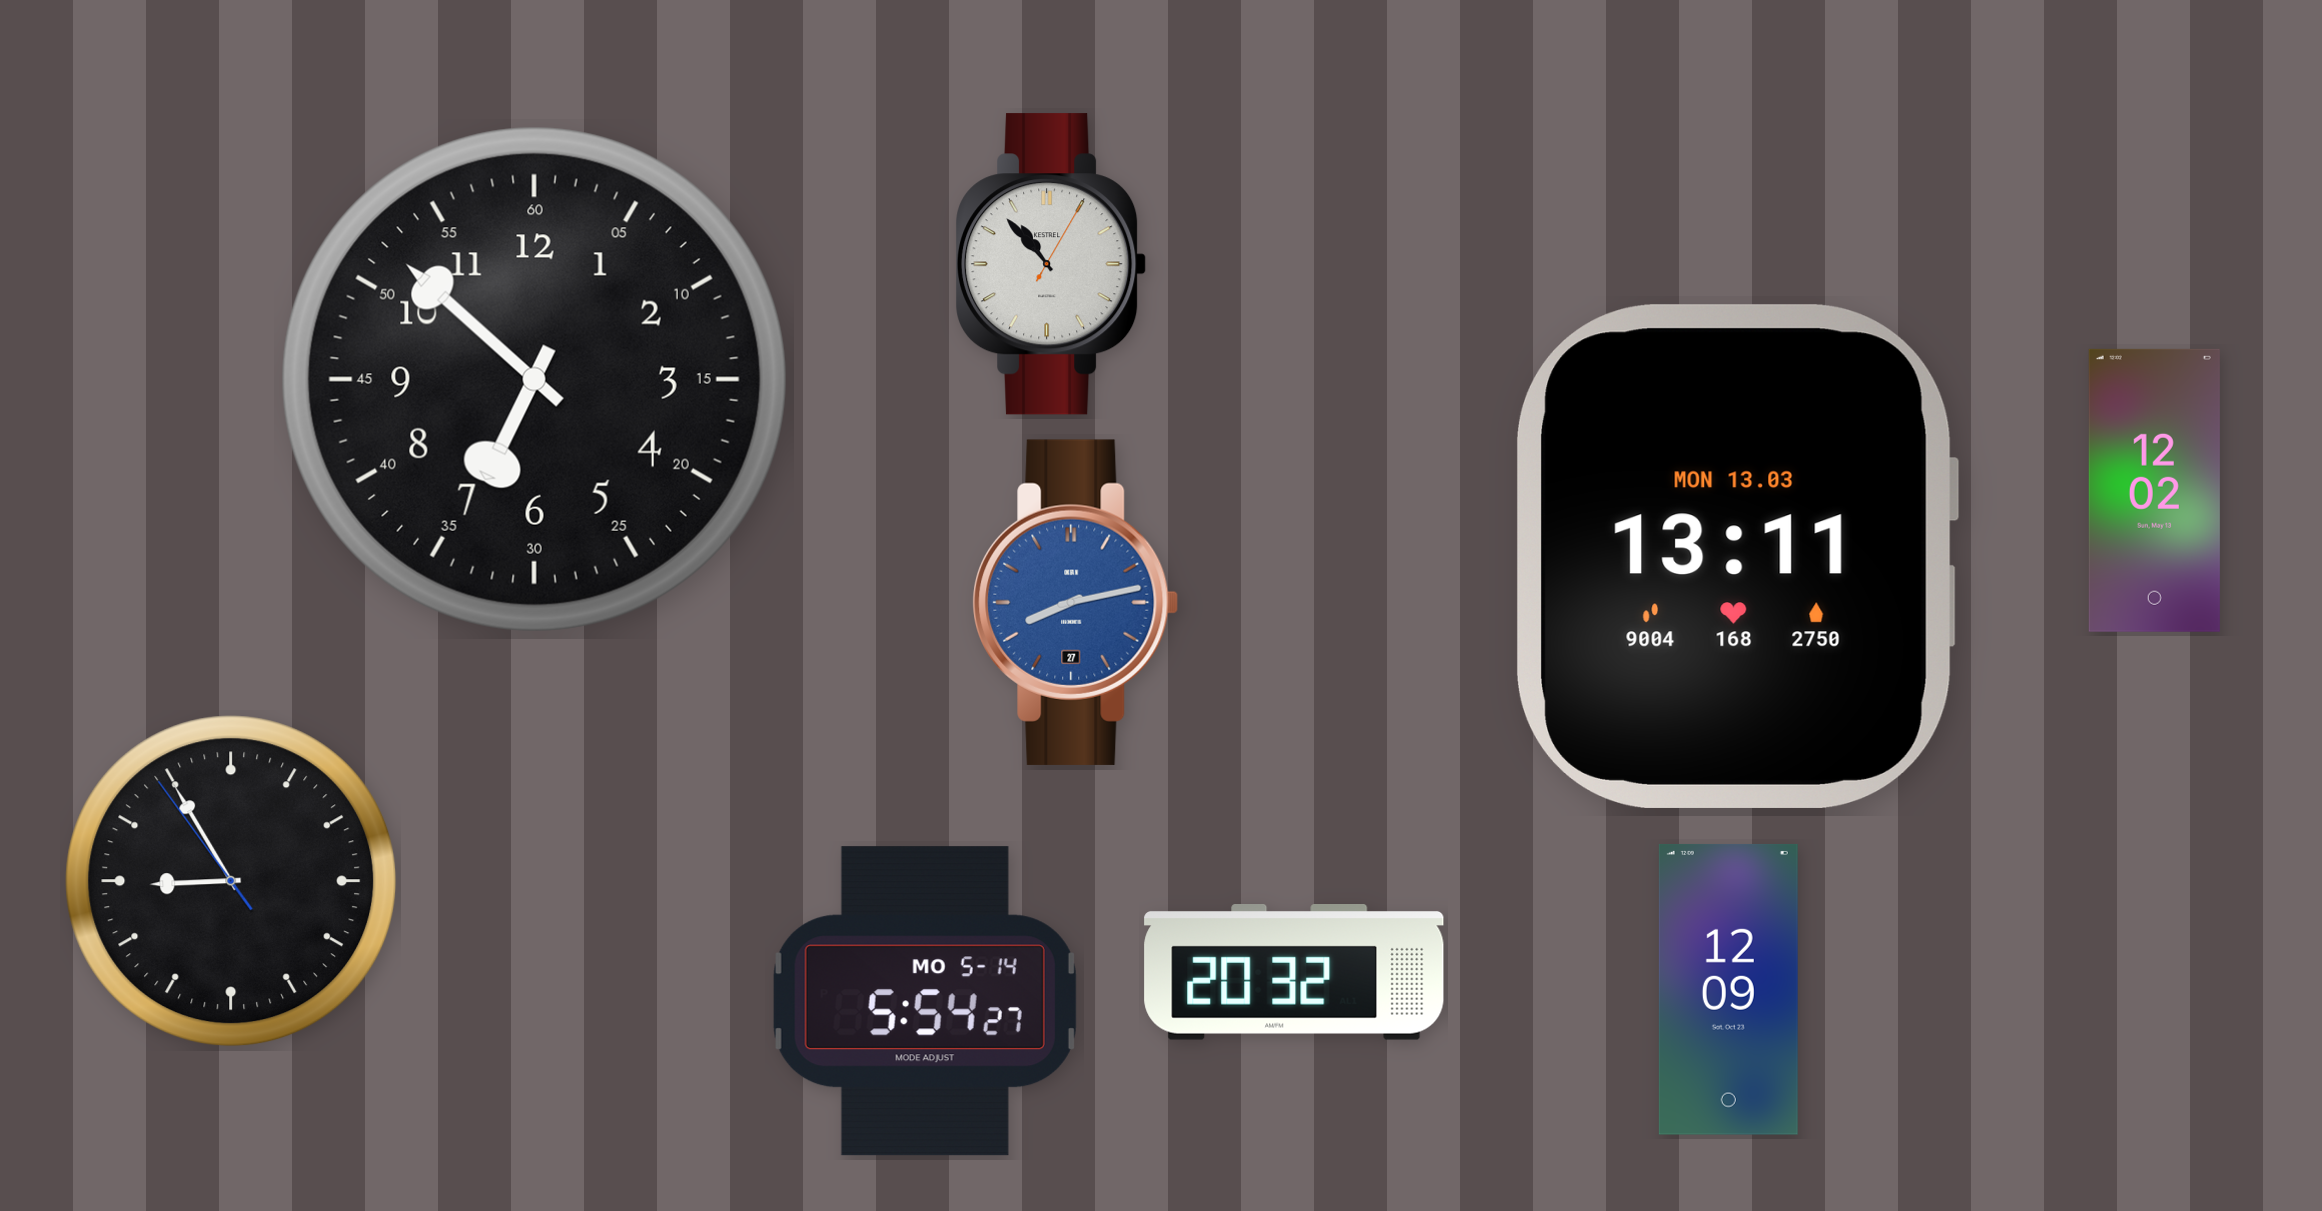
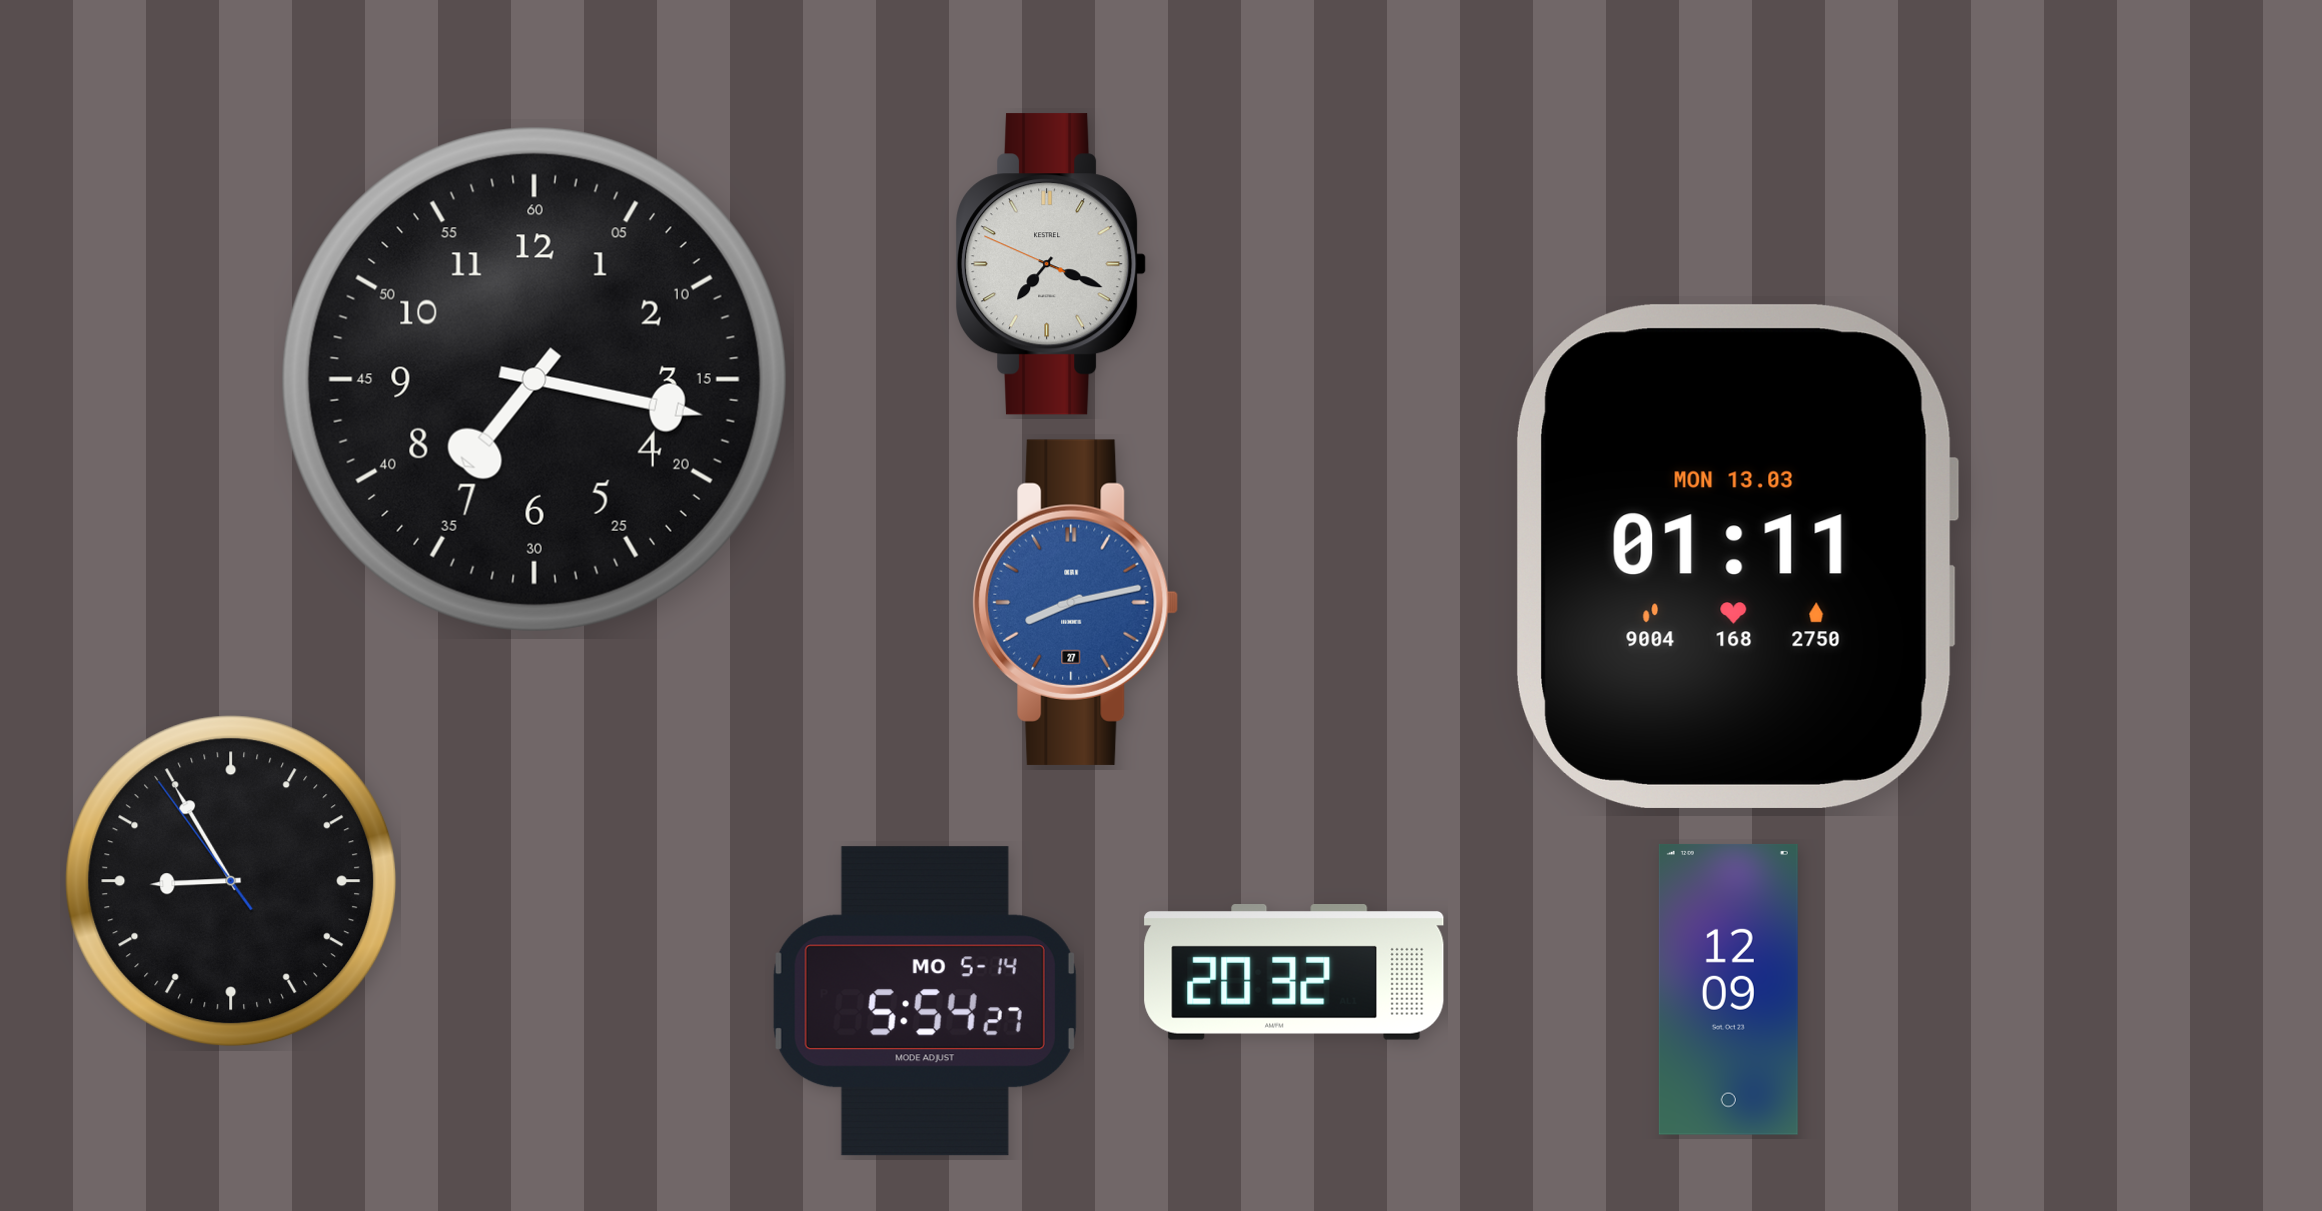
clock at (1052, 264): 10:53 -> 7:18
clock at (534, 379): 6:52 -> 7:17
clock at (2154, 490): 12:02 -> none
clock at (1738, 556): 13:11 -> 01:11
